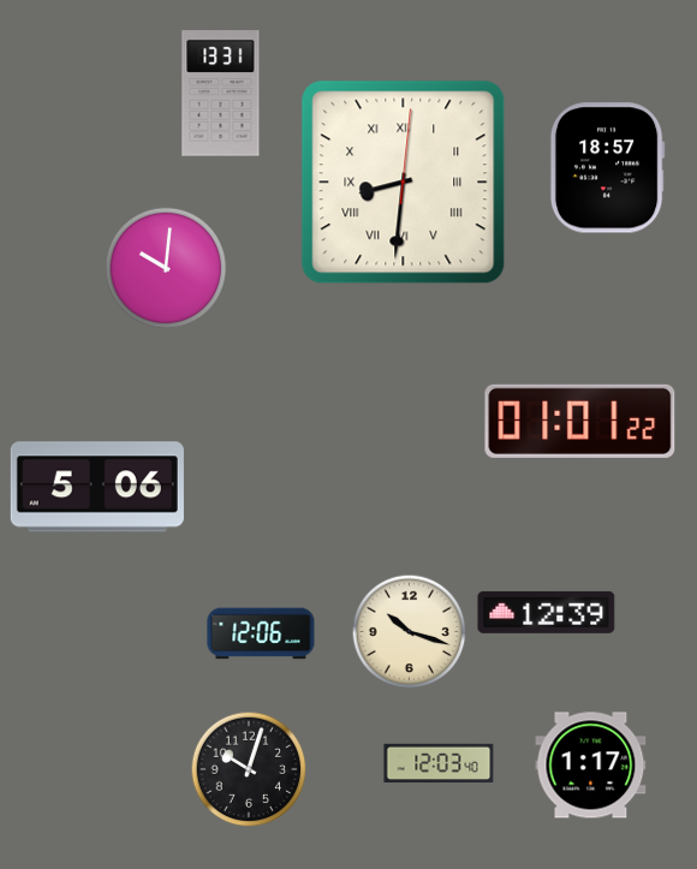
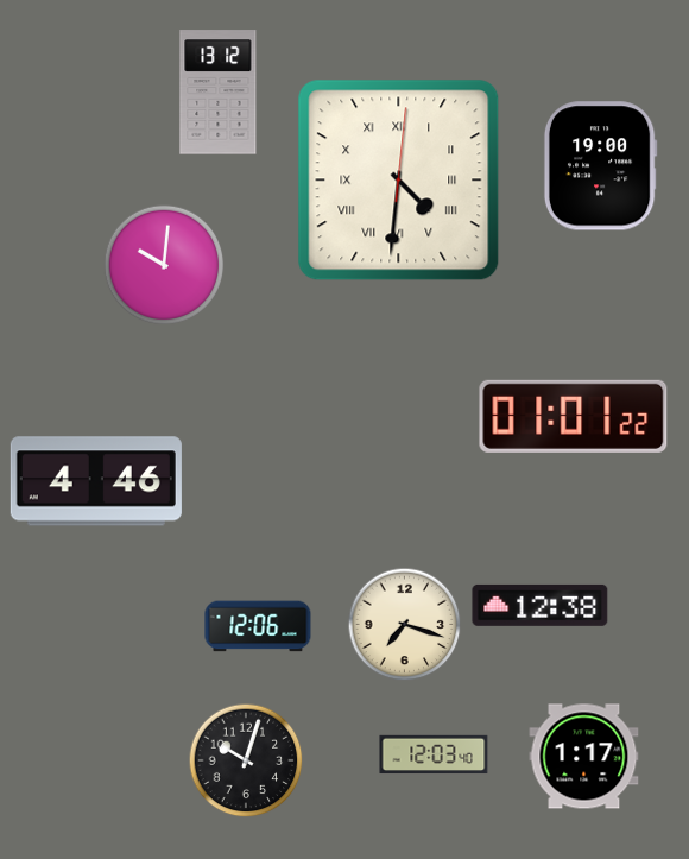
clock at (221, 94): 13:31 -> 13:12
clock at (607, 168): 18:57 -> 19:00
clock at (404, 183): 8:31 -> 4:31
clock at (97, 487): 5:06 -> 4:46
clock at (547, 612): 12:39 -> 12:38
clock at (410, 632): 10:18 -> 7:18
